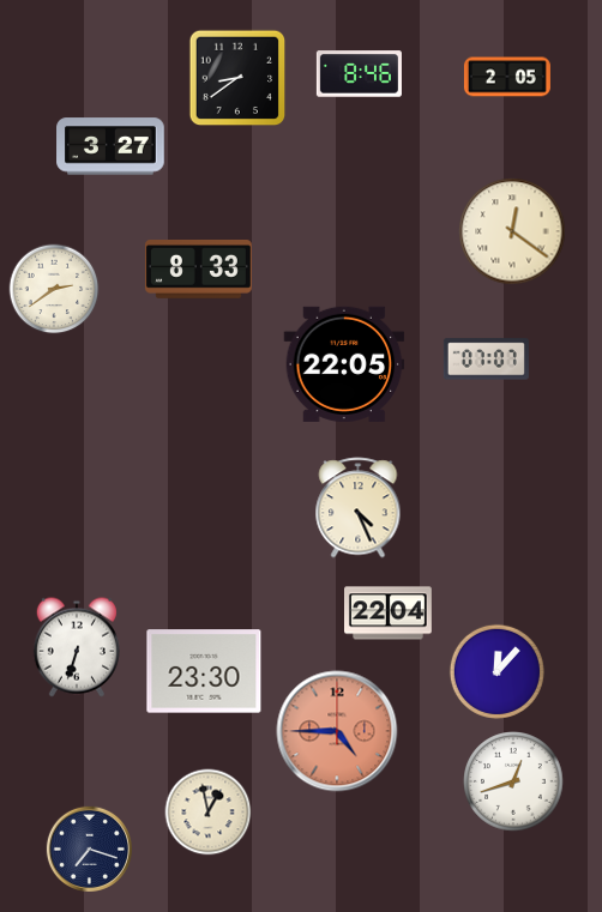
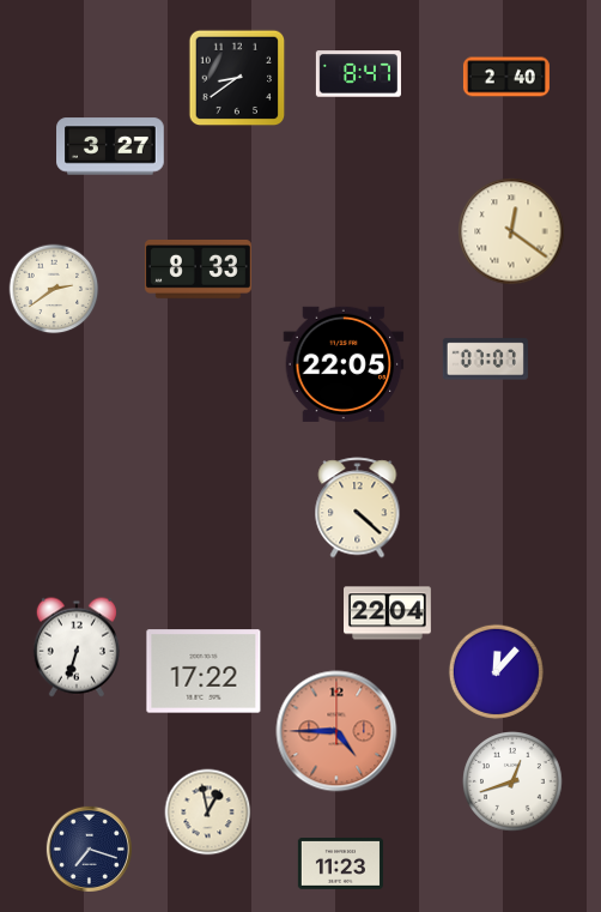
clock at (359, 74): 8:46 -> 8:47
clock at (507, 77): 2:05 -> 2:40
clock at (359, 508): 4:26 -> 4:22
clock at (204, 671): 23:30 -> 17:22
clock at (340, 864): none -> 11:23
